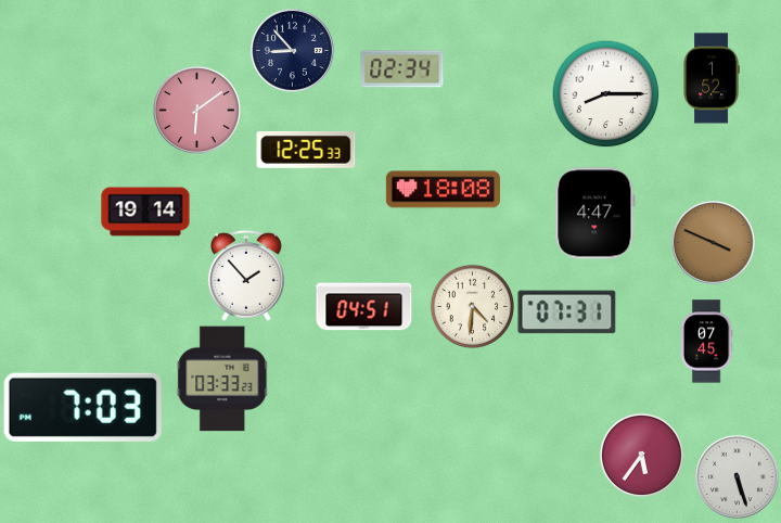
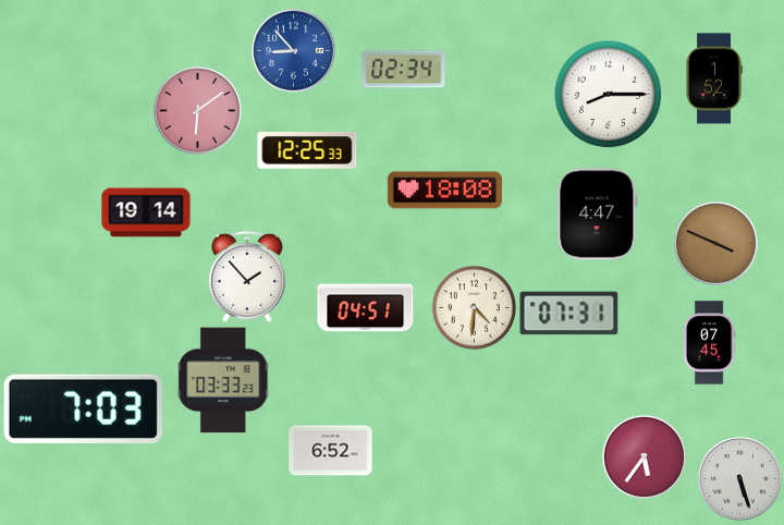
clock at (292, 50) dial: navy -> blue
clock at (331, 451): none -> 6:52
